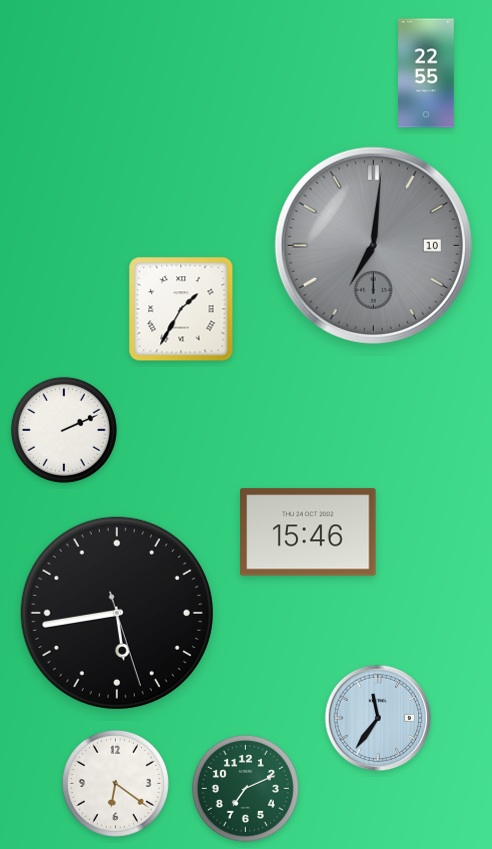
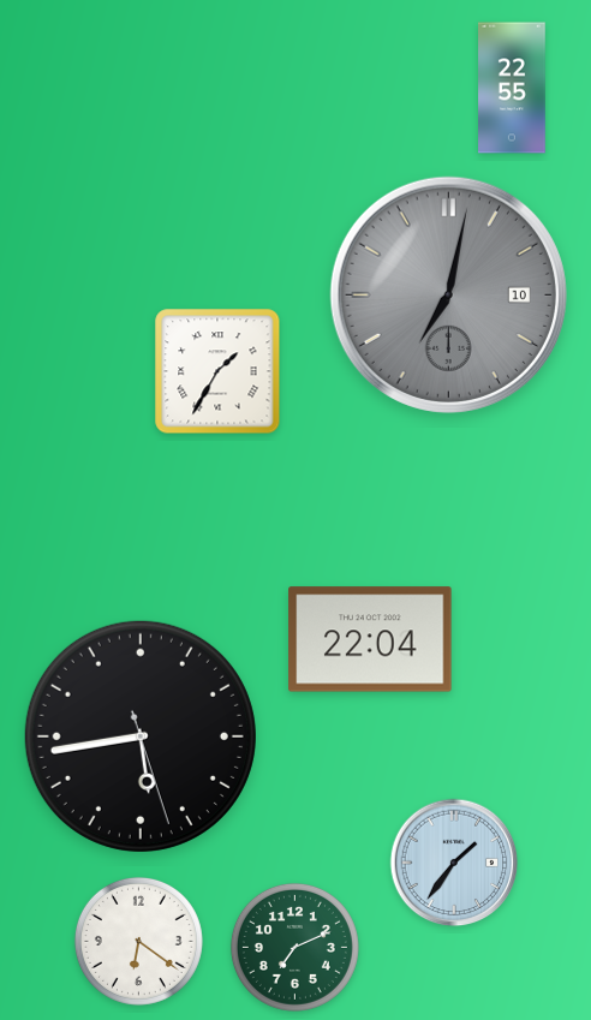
clock at (373, 245): 7:01 -> 7:02
clock at (64, 430): 2:11 -> none
clock at (308, 532): 15:46 -> 22:04
clock at (378, 718): 11:36 -> 1:36
